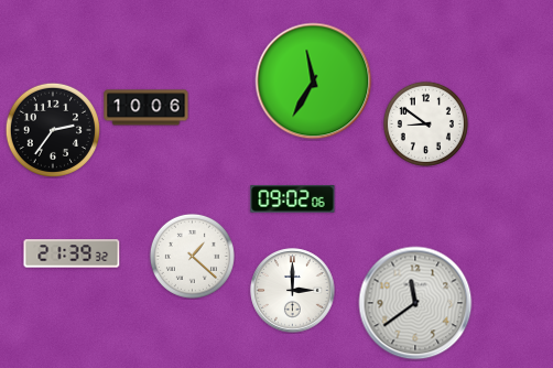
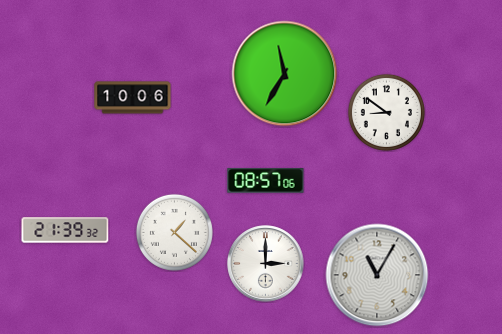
clock at (53, 130): 2:36 -> none
clock at (293, 199): 09:02 -> 08:57
clock at (415, 303): 11:39 -> 11:05
